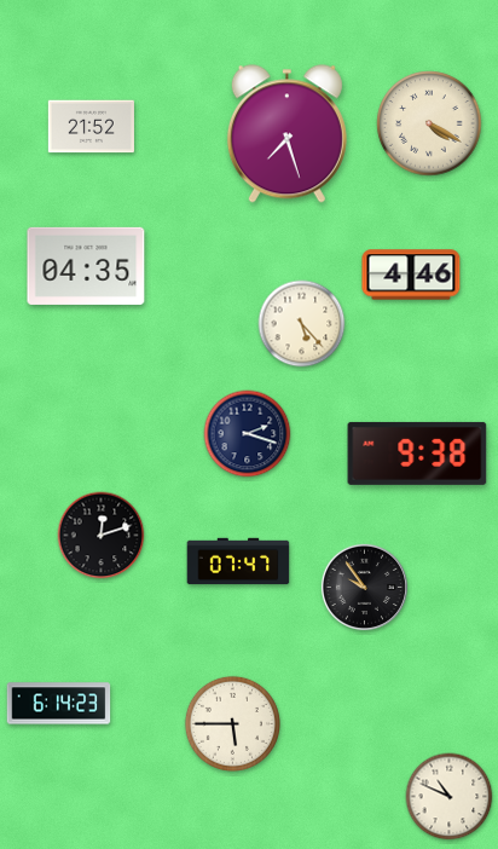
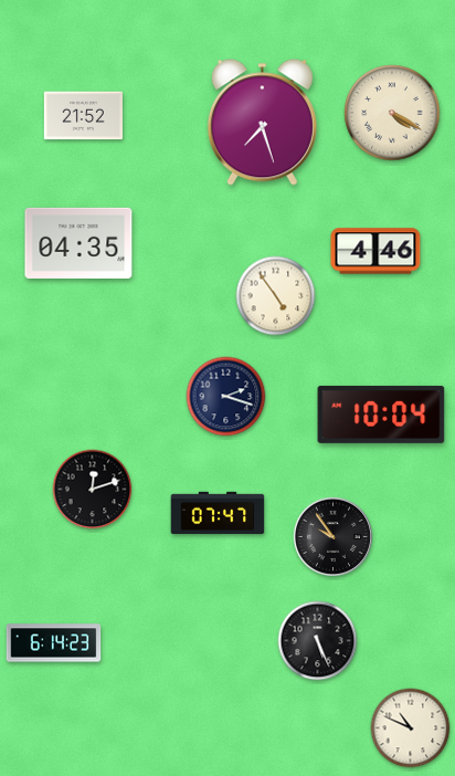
clock at (302, 324): 5:23 -> 4:54
clock at (417, 454): 9:38 -> 10:04
clock at (318, 641): none -> 5:26
clock at (232, 723): 5:45 -> none
